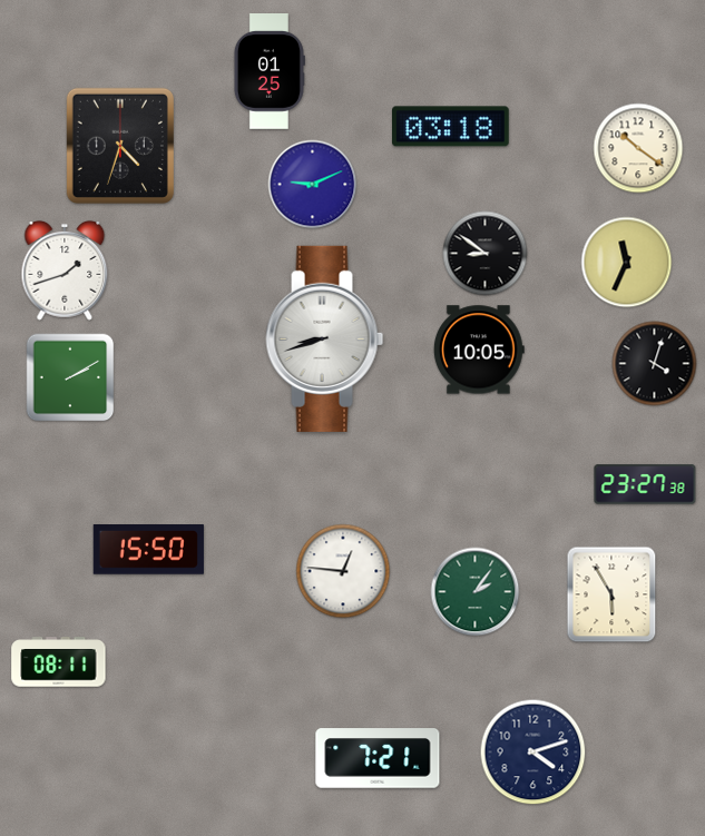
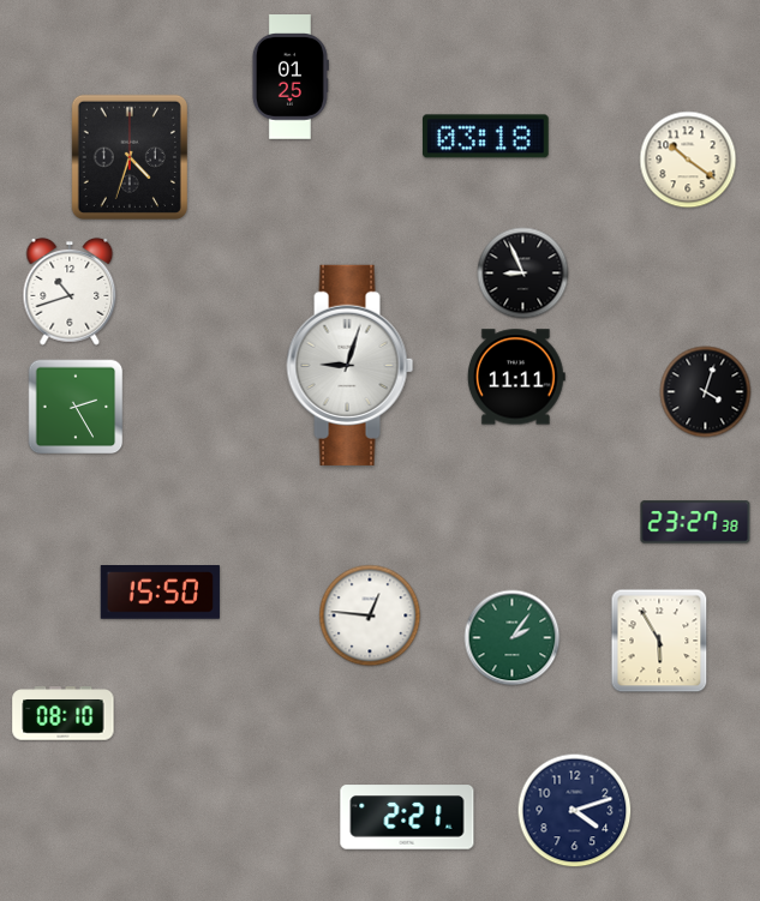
clock at (313, 185): 9:11 -> none
clock at (486, 254): 8:51 -> 8:56
clock at (627, 263): 11:34 -> none
clock at (65, 271): 1:42 -> 10:42
clock at (325, 338): 8:42 -> 9:03
clock at (479, 350): 10:05 -> 11:11
clock at (70, 377): 2:10 -> 2:25
clock at (59, 662): 08:11 -> 08:10
clock at (378, 758): 7:21 -> 2:21
